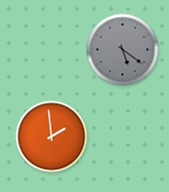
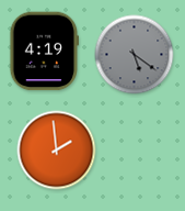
clock at (44, 52): none -> 4:19
